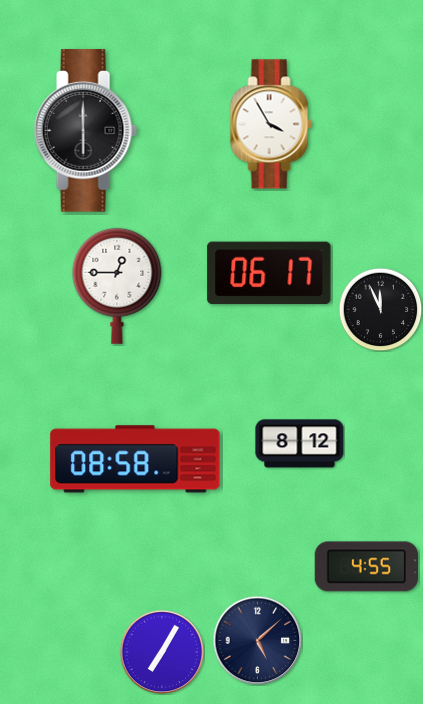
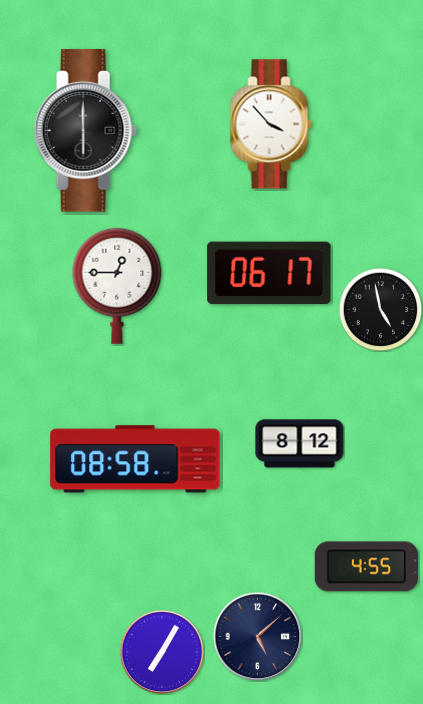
clock at (271, 124): 3:55 -> 3:53
clock at (380, 309): 11:56 -> 4:58
clock at (257, 640) position: (257, 640) -> (257, 636)
